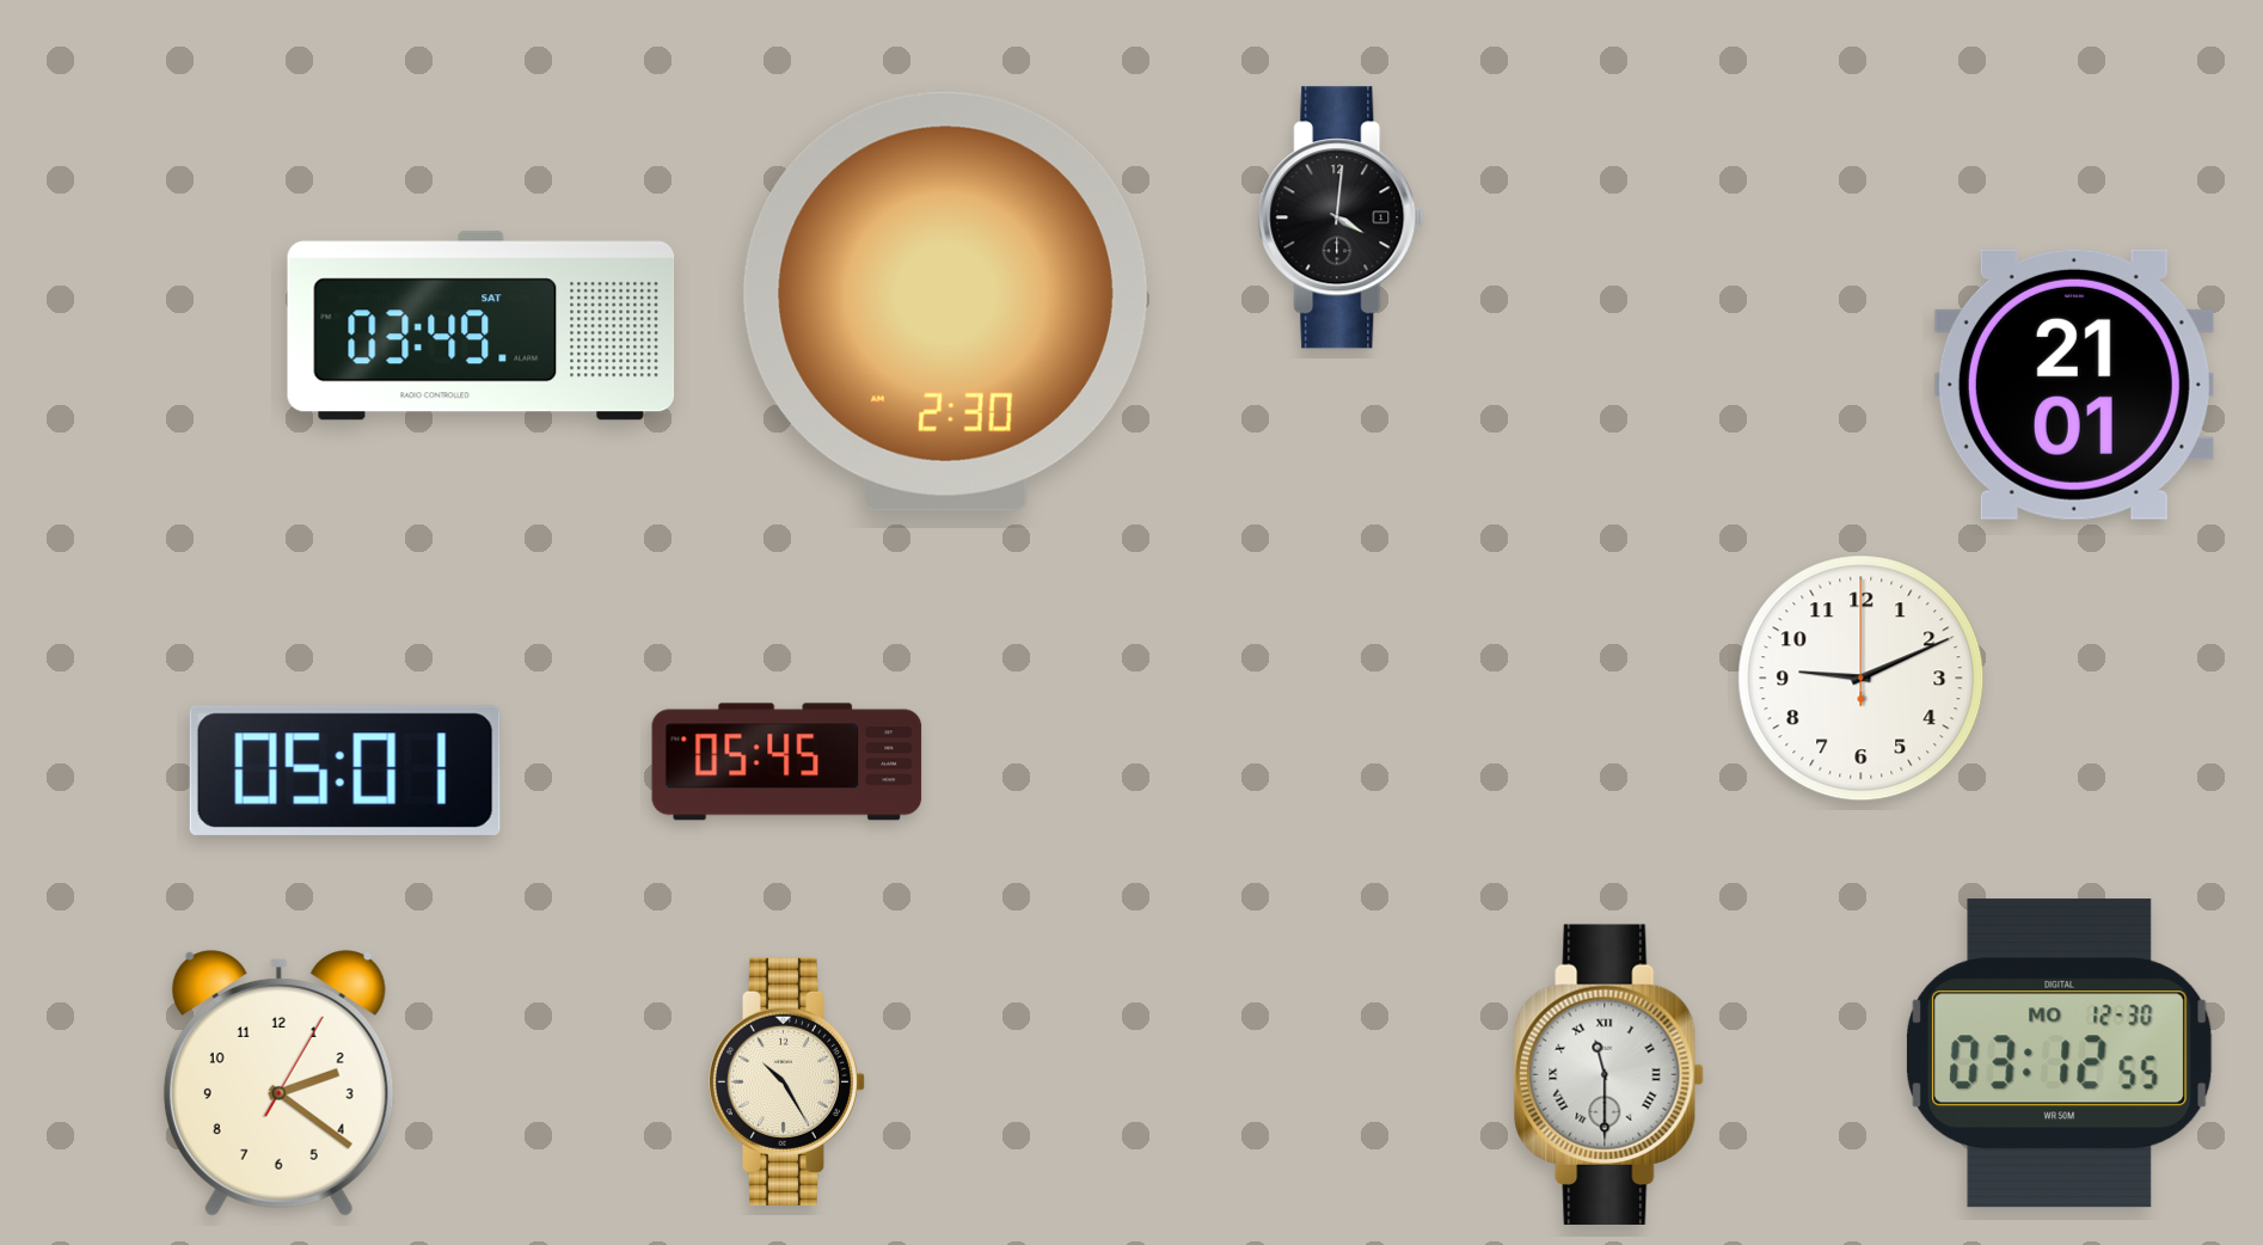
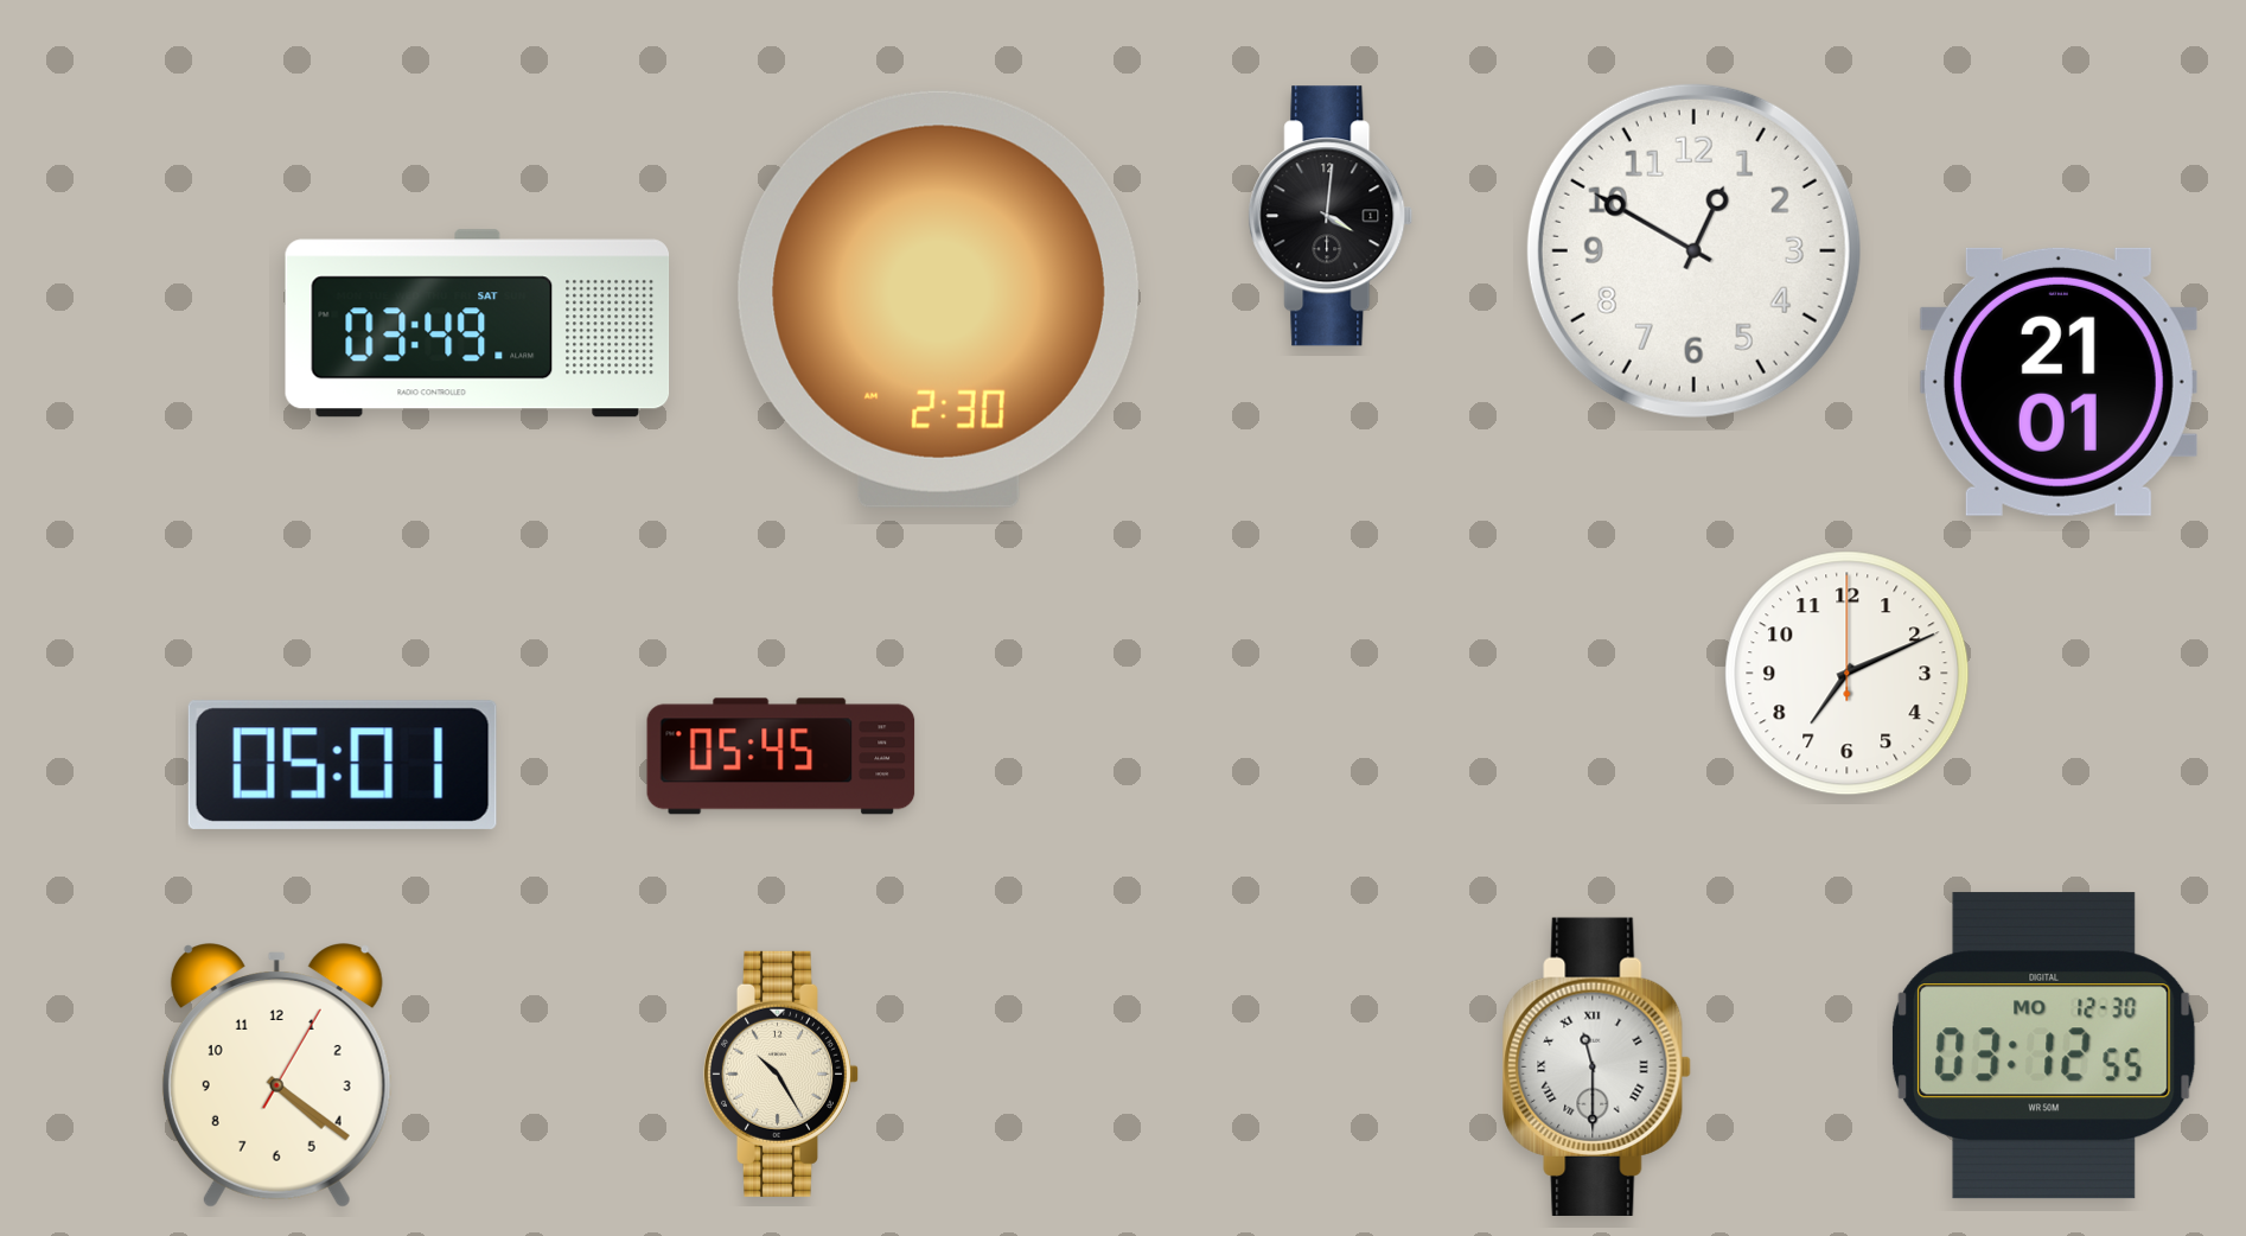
clock at (1693, 250): none -> 12:50
clock at (1862, 679): 9:11 -> 7:11
clock at (278, 1084): 2:21 -> 4:21
